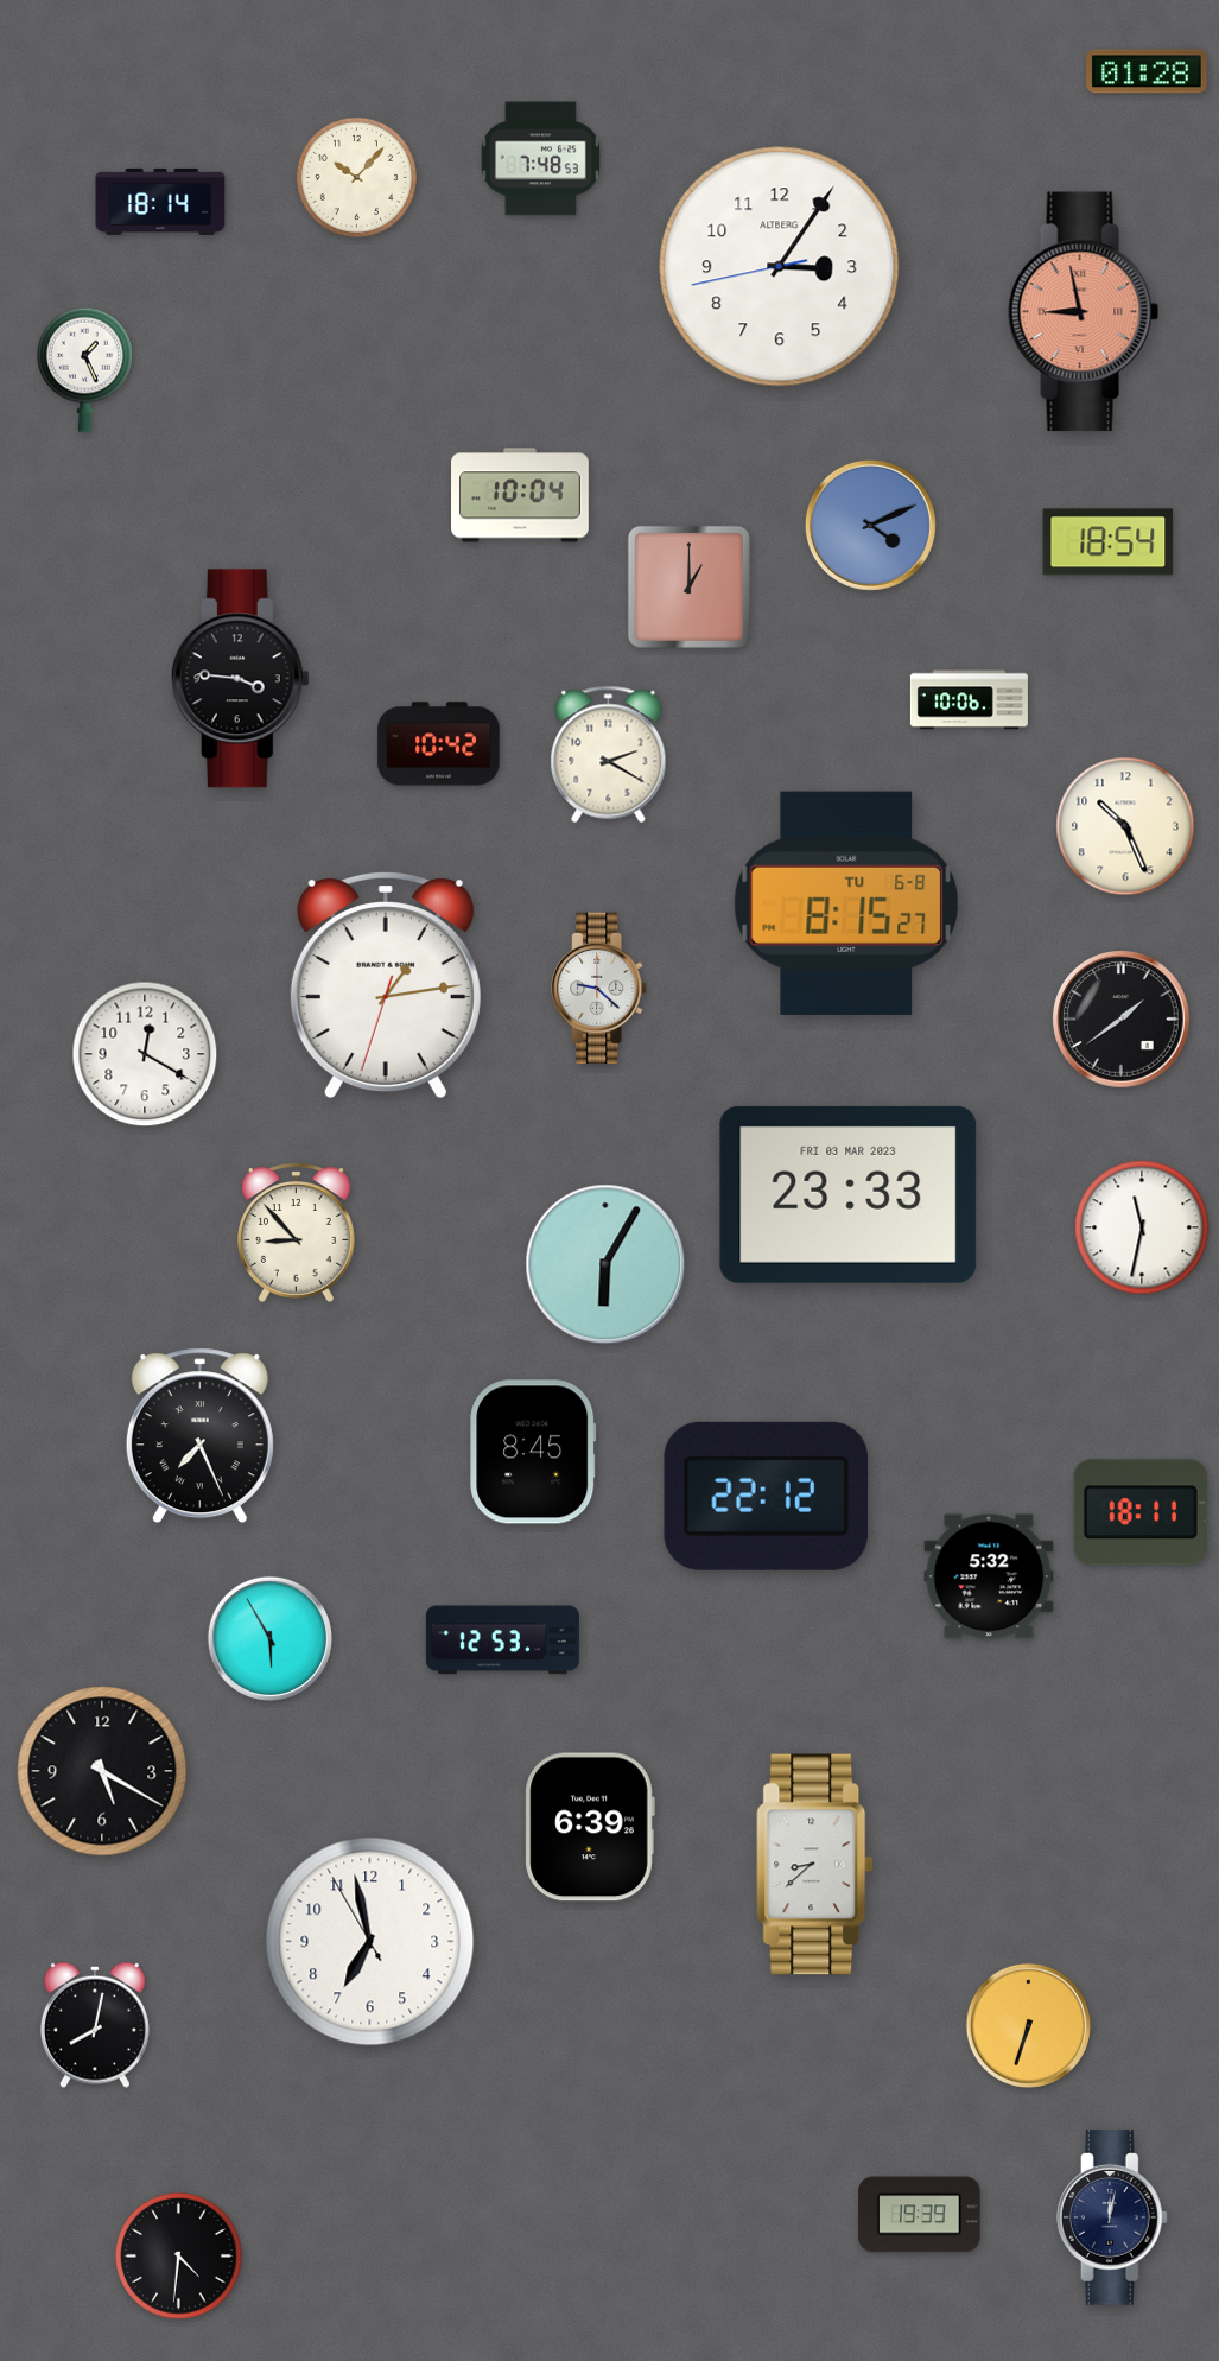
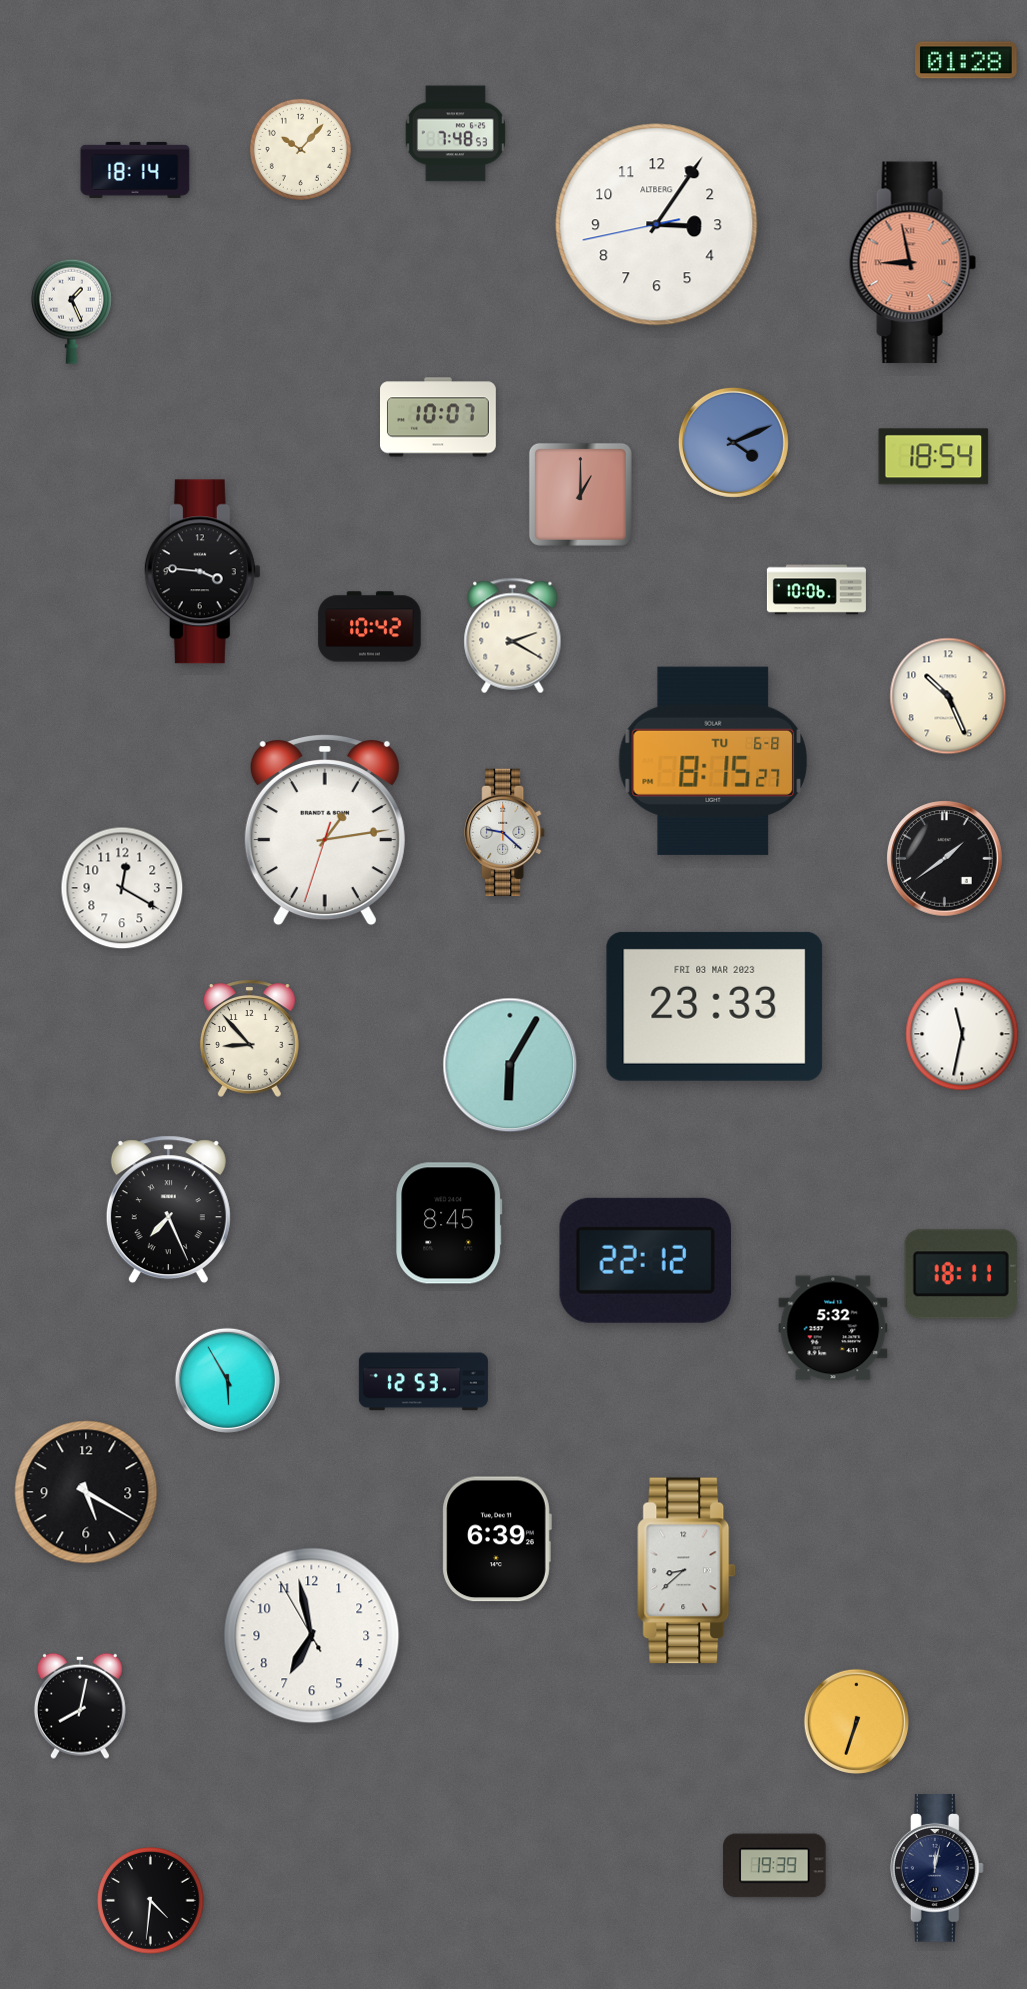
clock at (521, 495): 10:04 -> 10:07
clock at (1028, 2025) position: (1028, 2025) -> (856, 1721)
